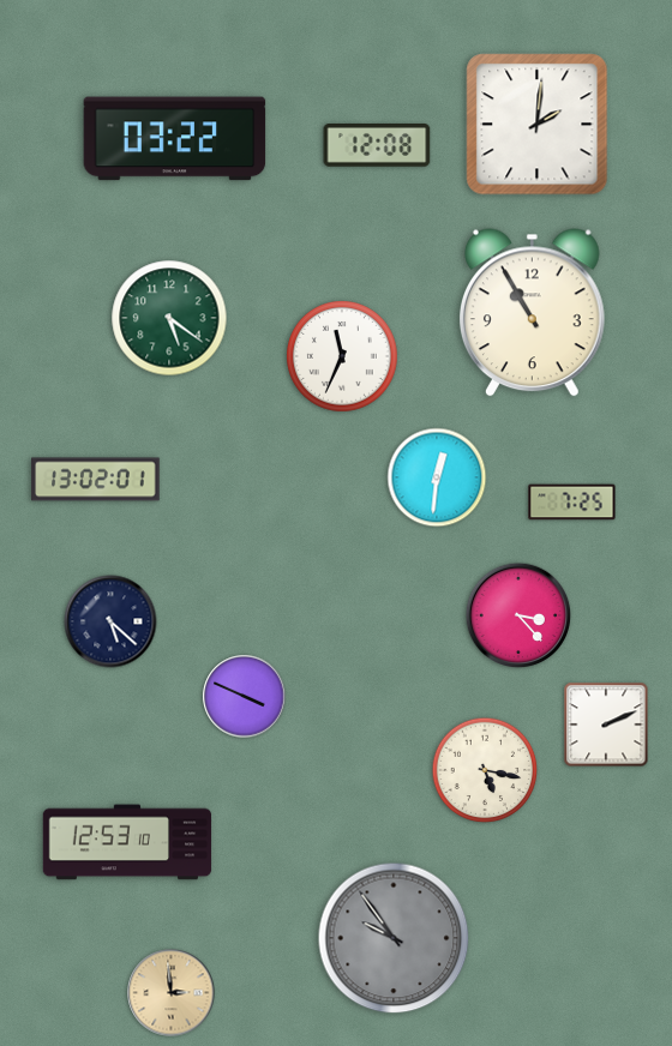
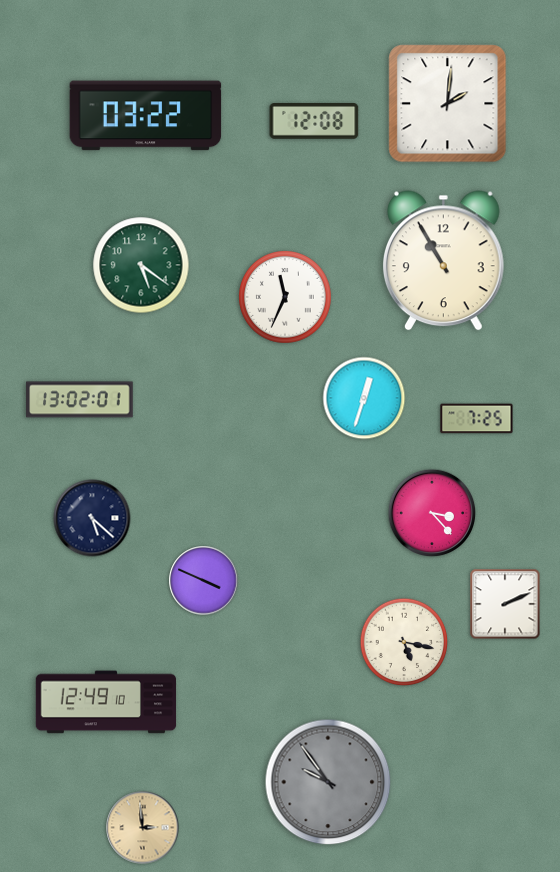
clock at (437, 477): 12:31 -> 12:33
clock at (127, 842): 12:53 -> 12:49
